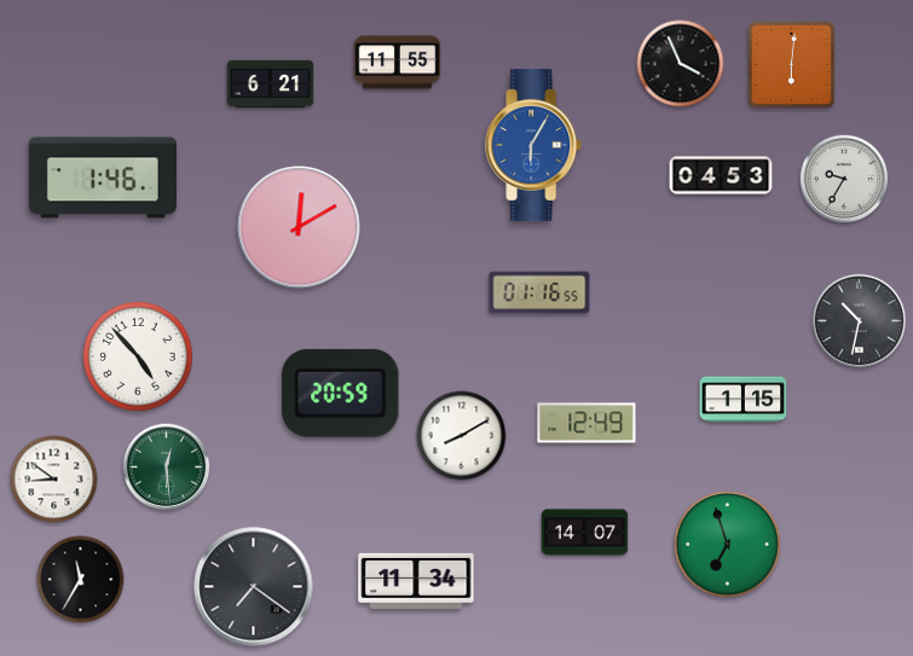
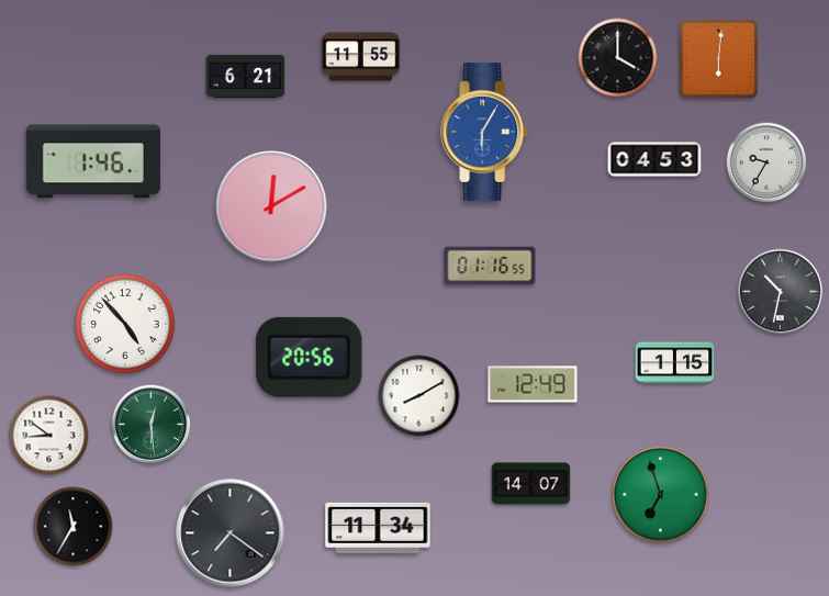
clock at (681, 64): 3:56 -> 4:00
clock at (341, 393): 20:59 -> 20:56
